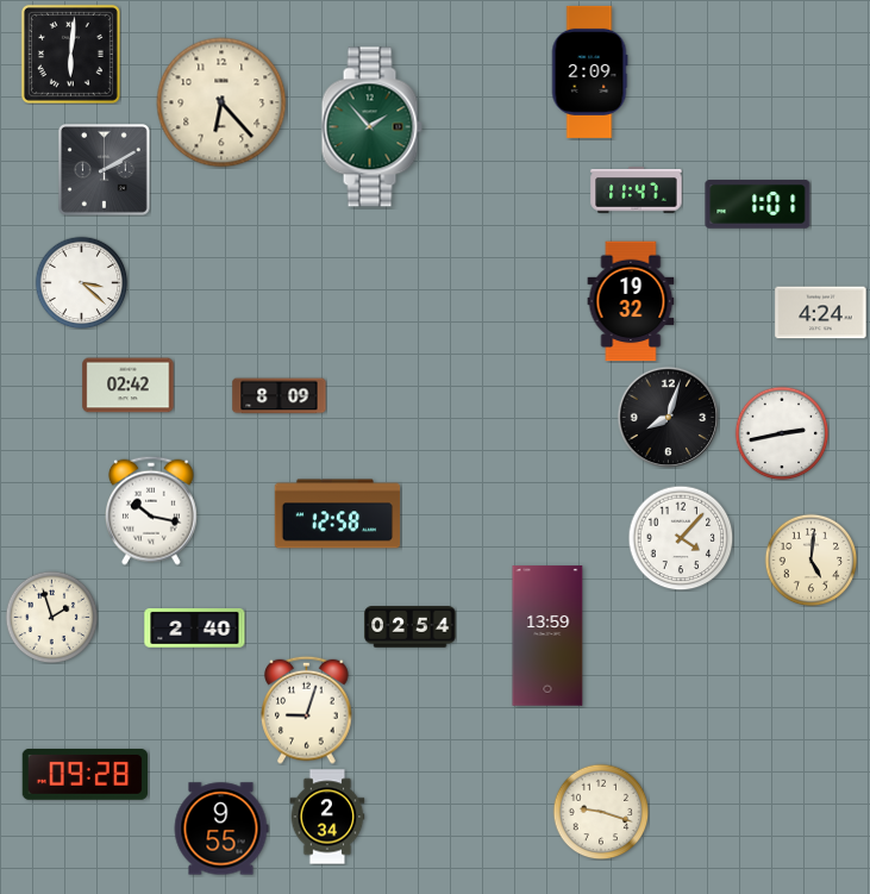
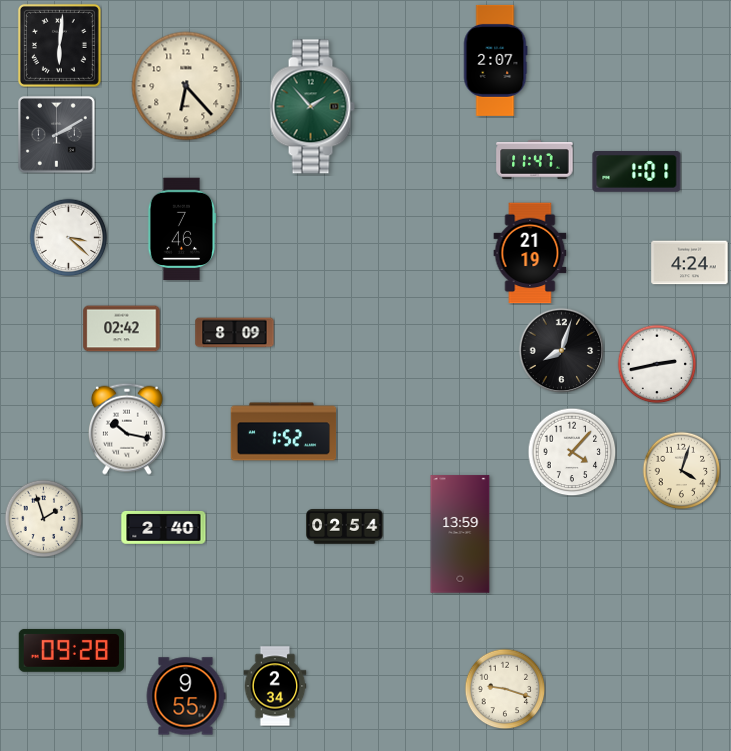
clock at (589, 71): 2:09 -> 2:07
clock at (105, 170) position: (105, 170) -> (57, 135)
clock at (182, 229): none -> 7:46
clock at (631, 301): 19:32 -> 21:19
clock at (129, 386) position: (129, 386) -> (122, 329)
clock at (338, 514): 12:58 -> 1:52
clock at (810, 559): 5:01 -> 4:03
clock at (307, 709): 9:03 -> none
clock at (601, 812) position: (601, 812) -> (505, 689)
